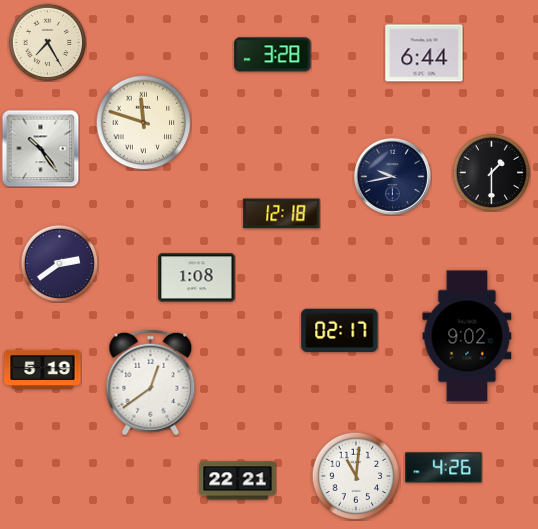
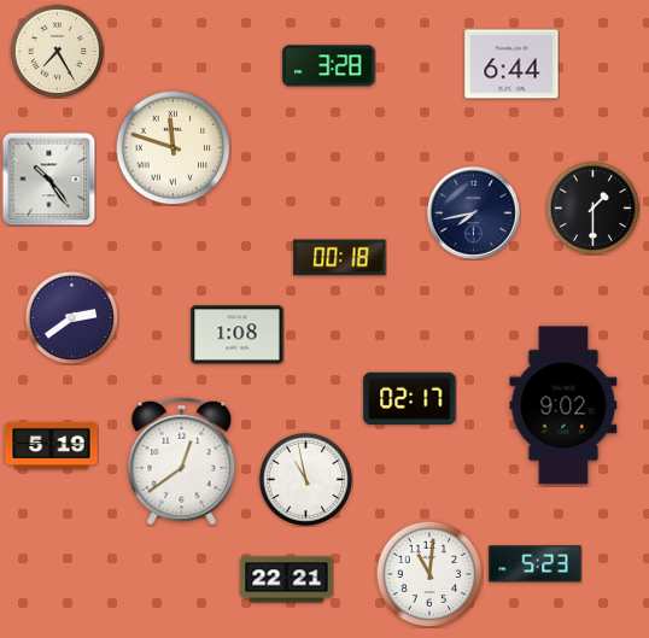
clock at (392, 176): 9:43 -> 7:43
clock at (282, 214): 12:18 -> 00:18
clock at (305, 479): none -> 10:58
clock at (444, 468): 4:26 -> 5:23
